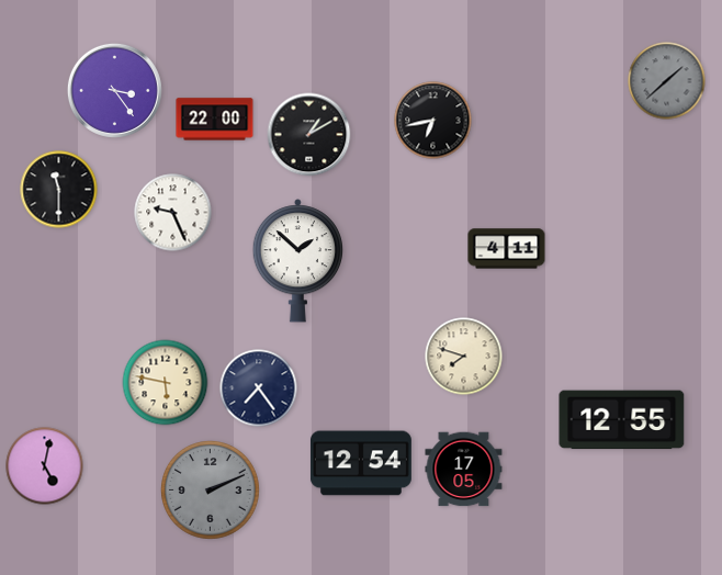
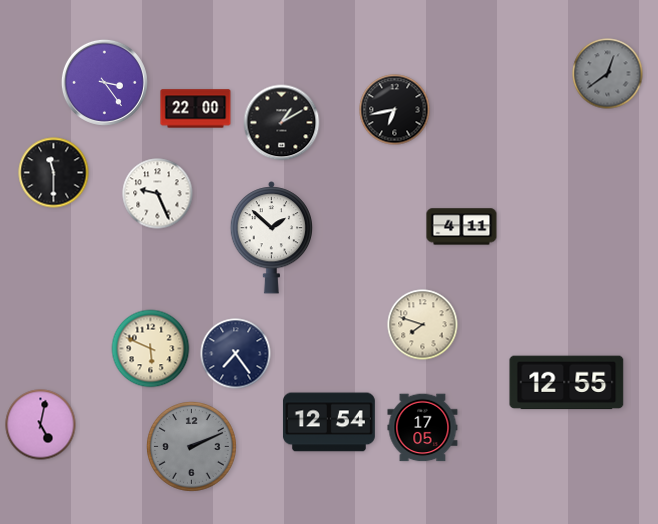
clock at (667, 81): 1:38 -> 12:39
clock at (166, 383): 5:47 -> 5:49
